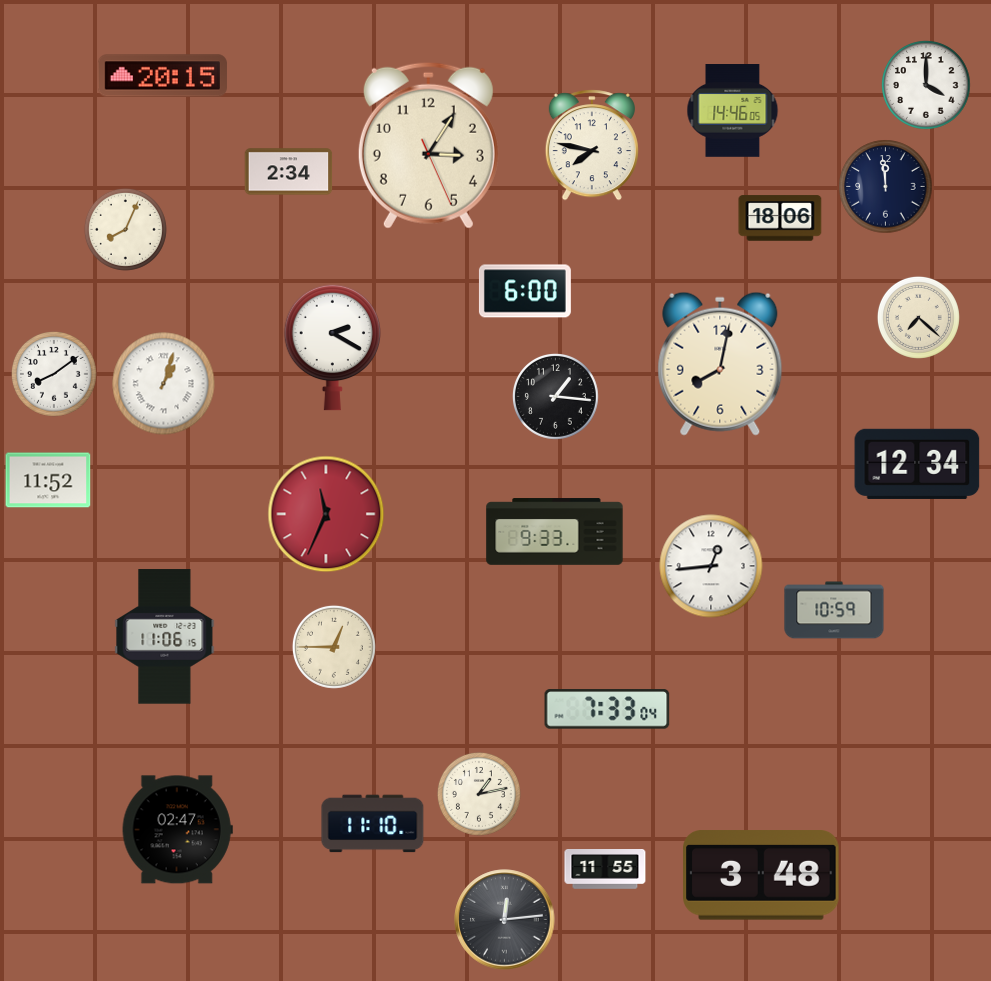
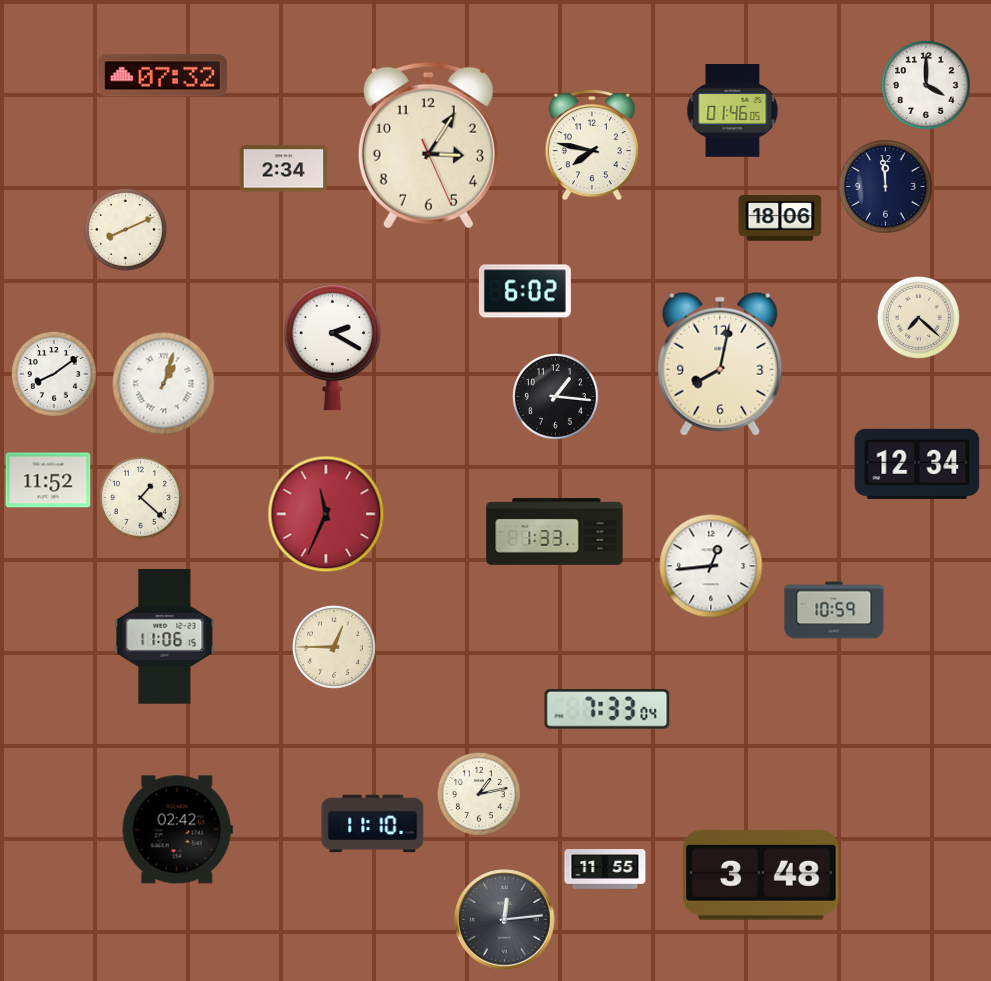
clock at (162, 76): 20:15 -> 07:32
clock at (733, 111): 14:46 -> 01:46
clock at (289, 172) position: (289, 172) -> (284, 169)
clock at (125, 229): 8:04 -> 8:11
clock at (525, 291): 6:00 -> 6:02
clock at (140, 497): none -> 1:22
clock at (555, 532): 9:33 -> 1:33
clock at (177, 830): 02:47 -> 02:42
